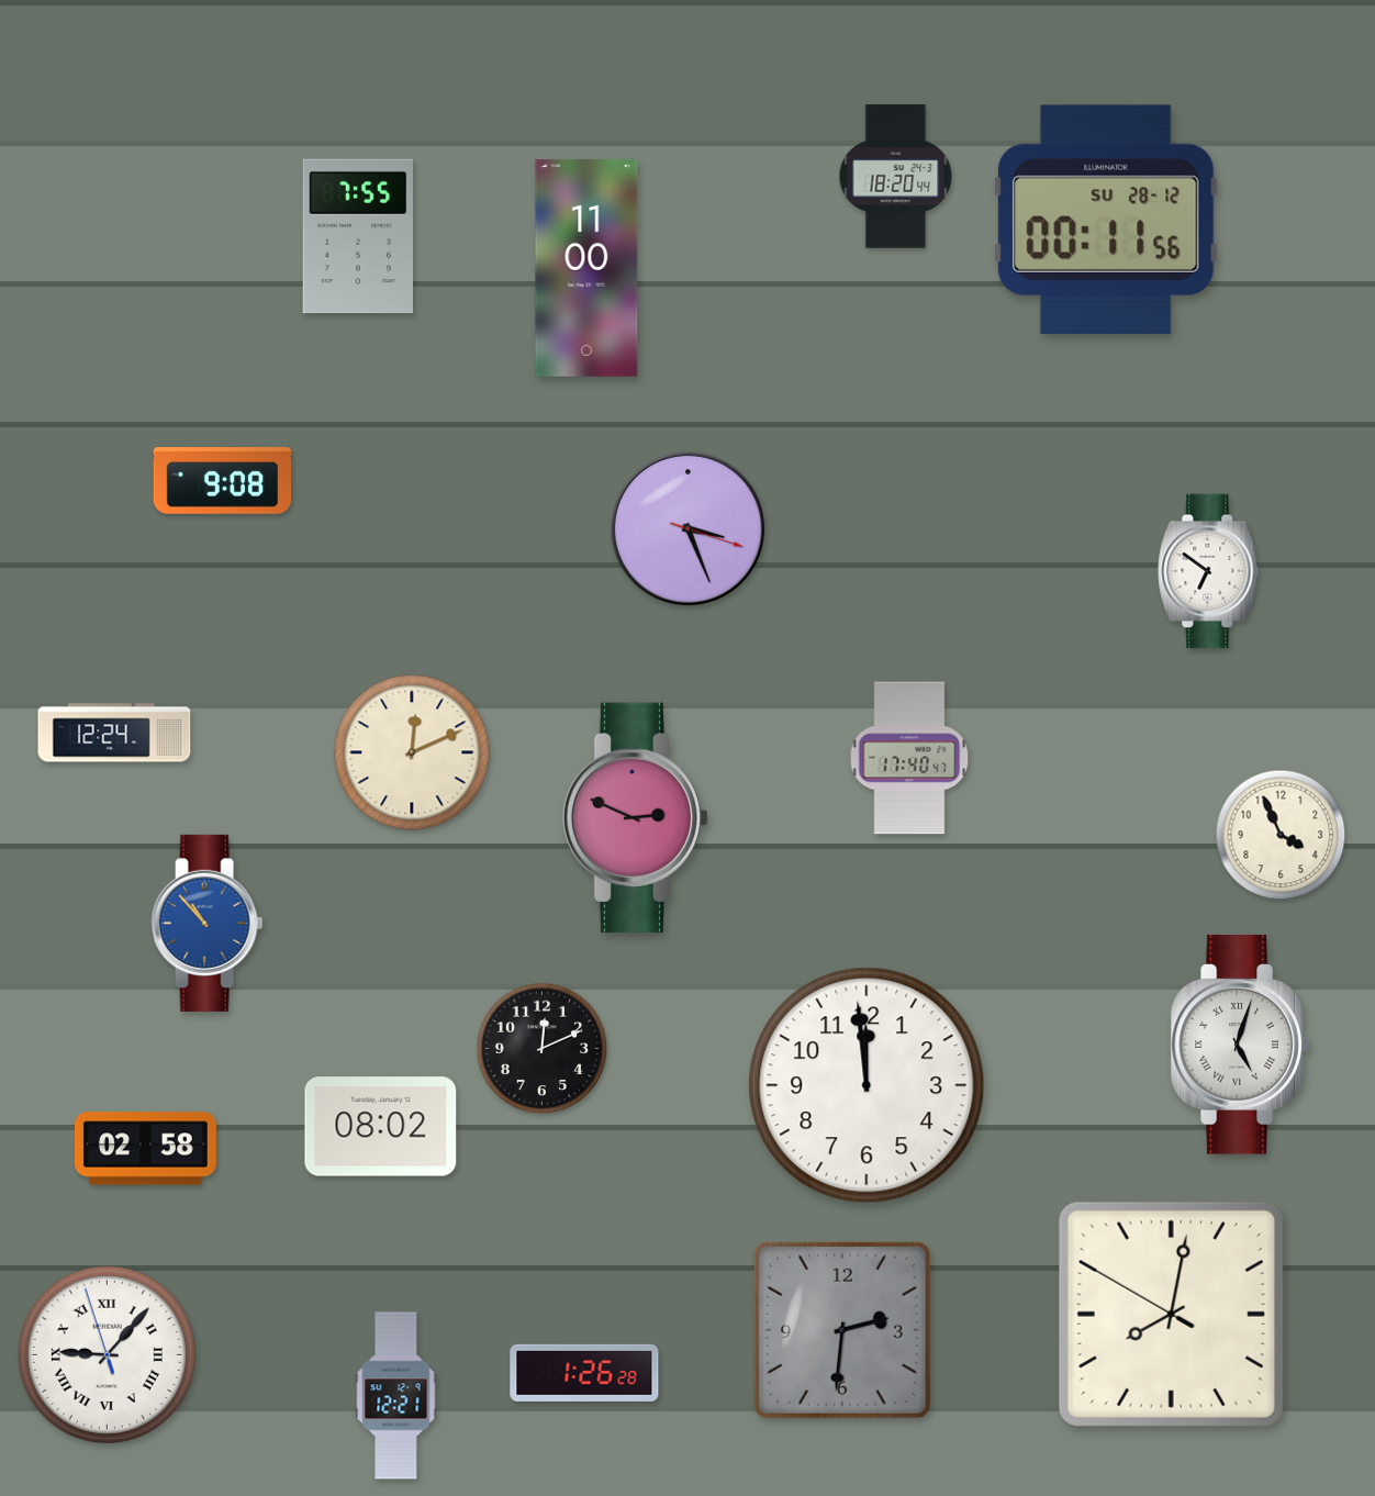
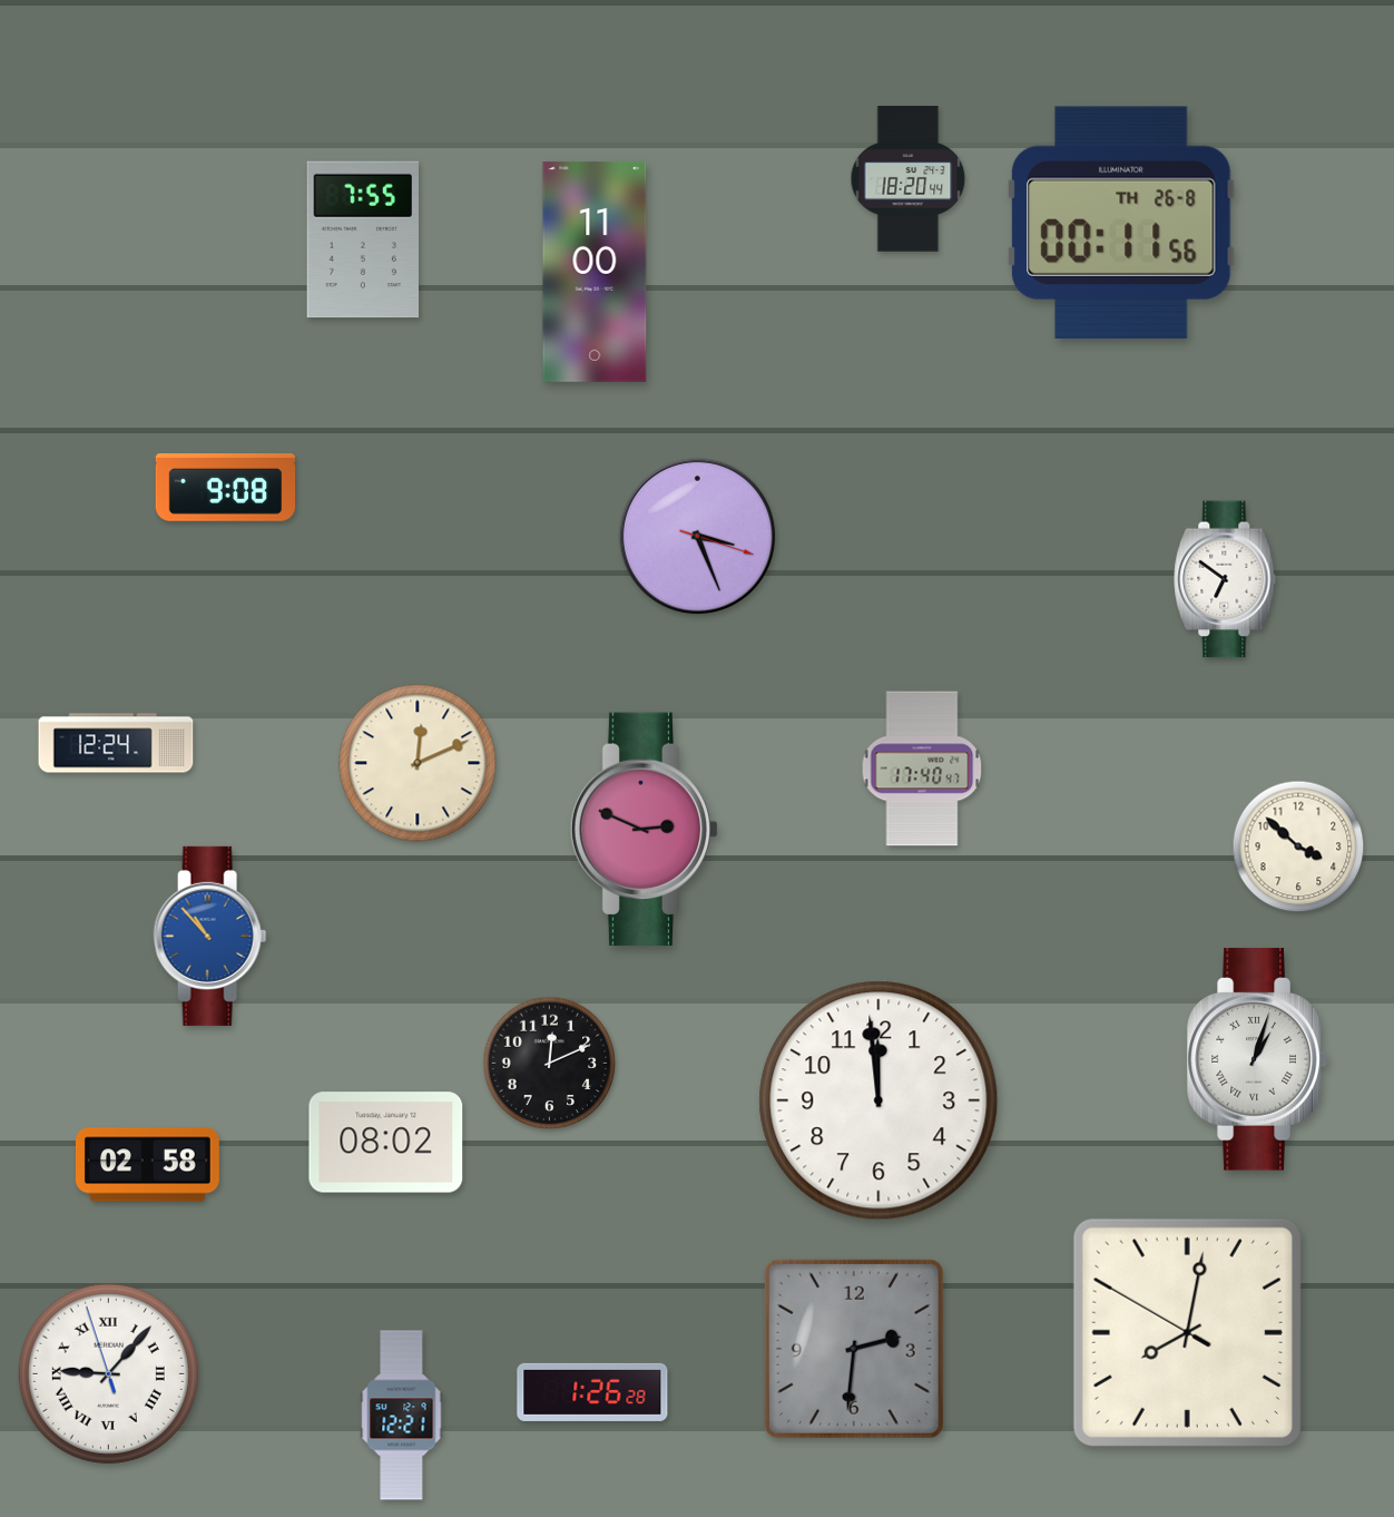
clock at (1107, 220) date: SU 28-12 -> TH 26-8
clock at (1281, 835): 3:56 -> 3:52
clock at (1240, 1045): 5:03 -> 1:03
